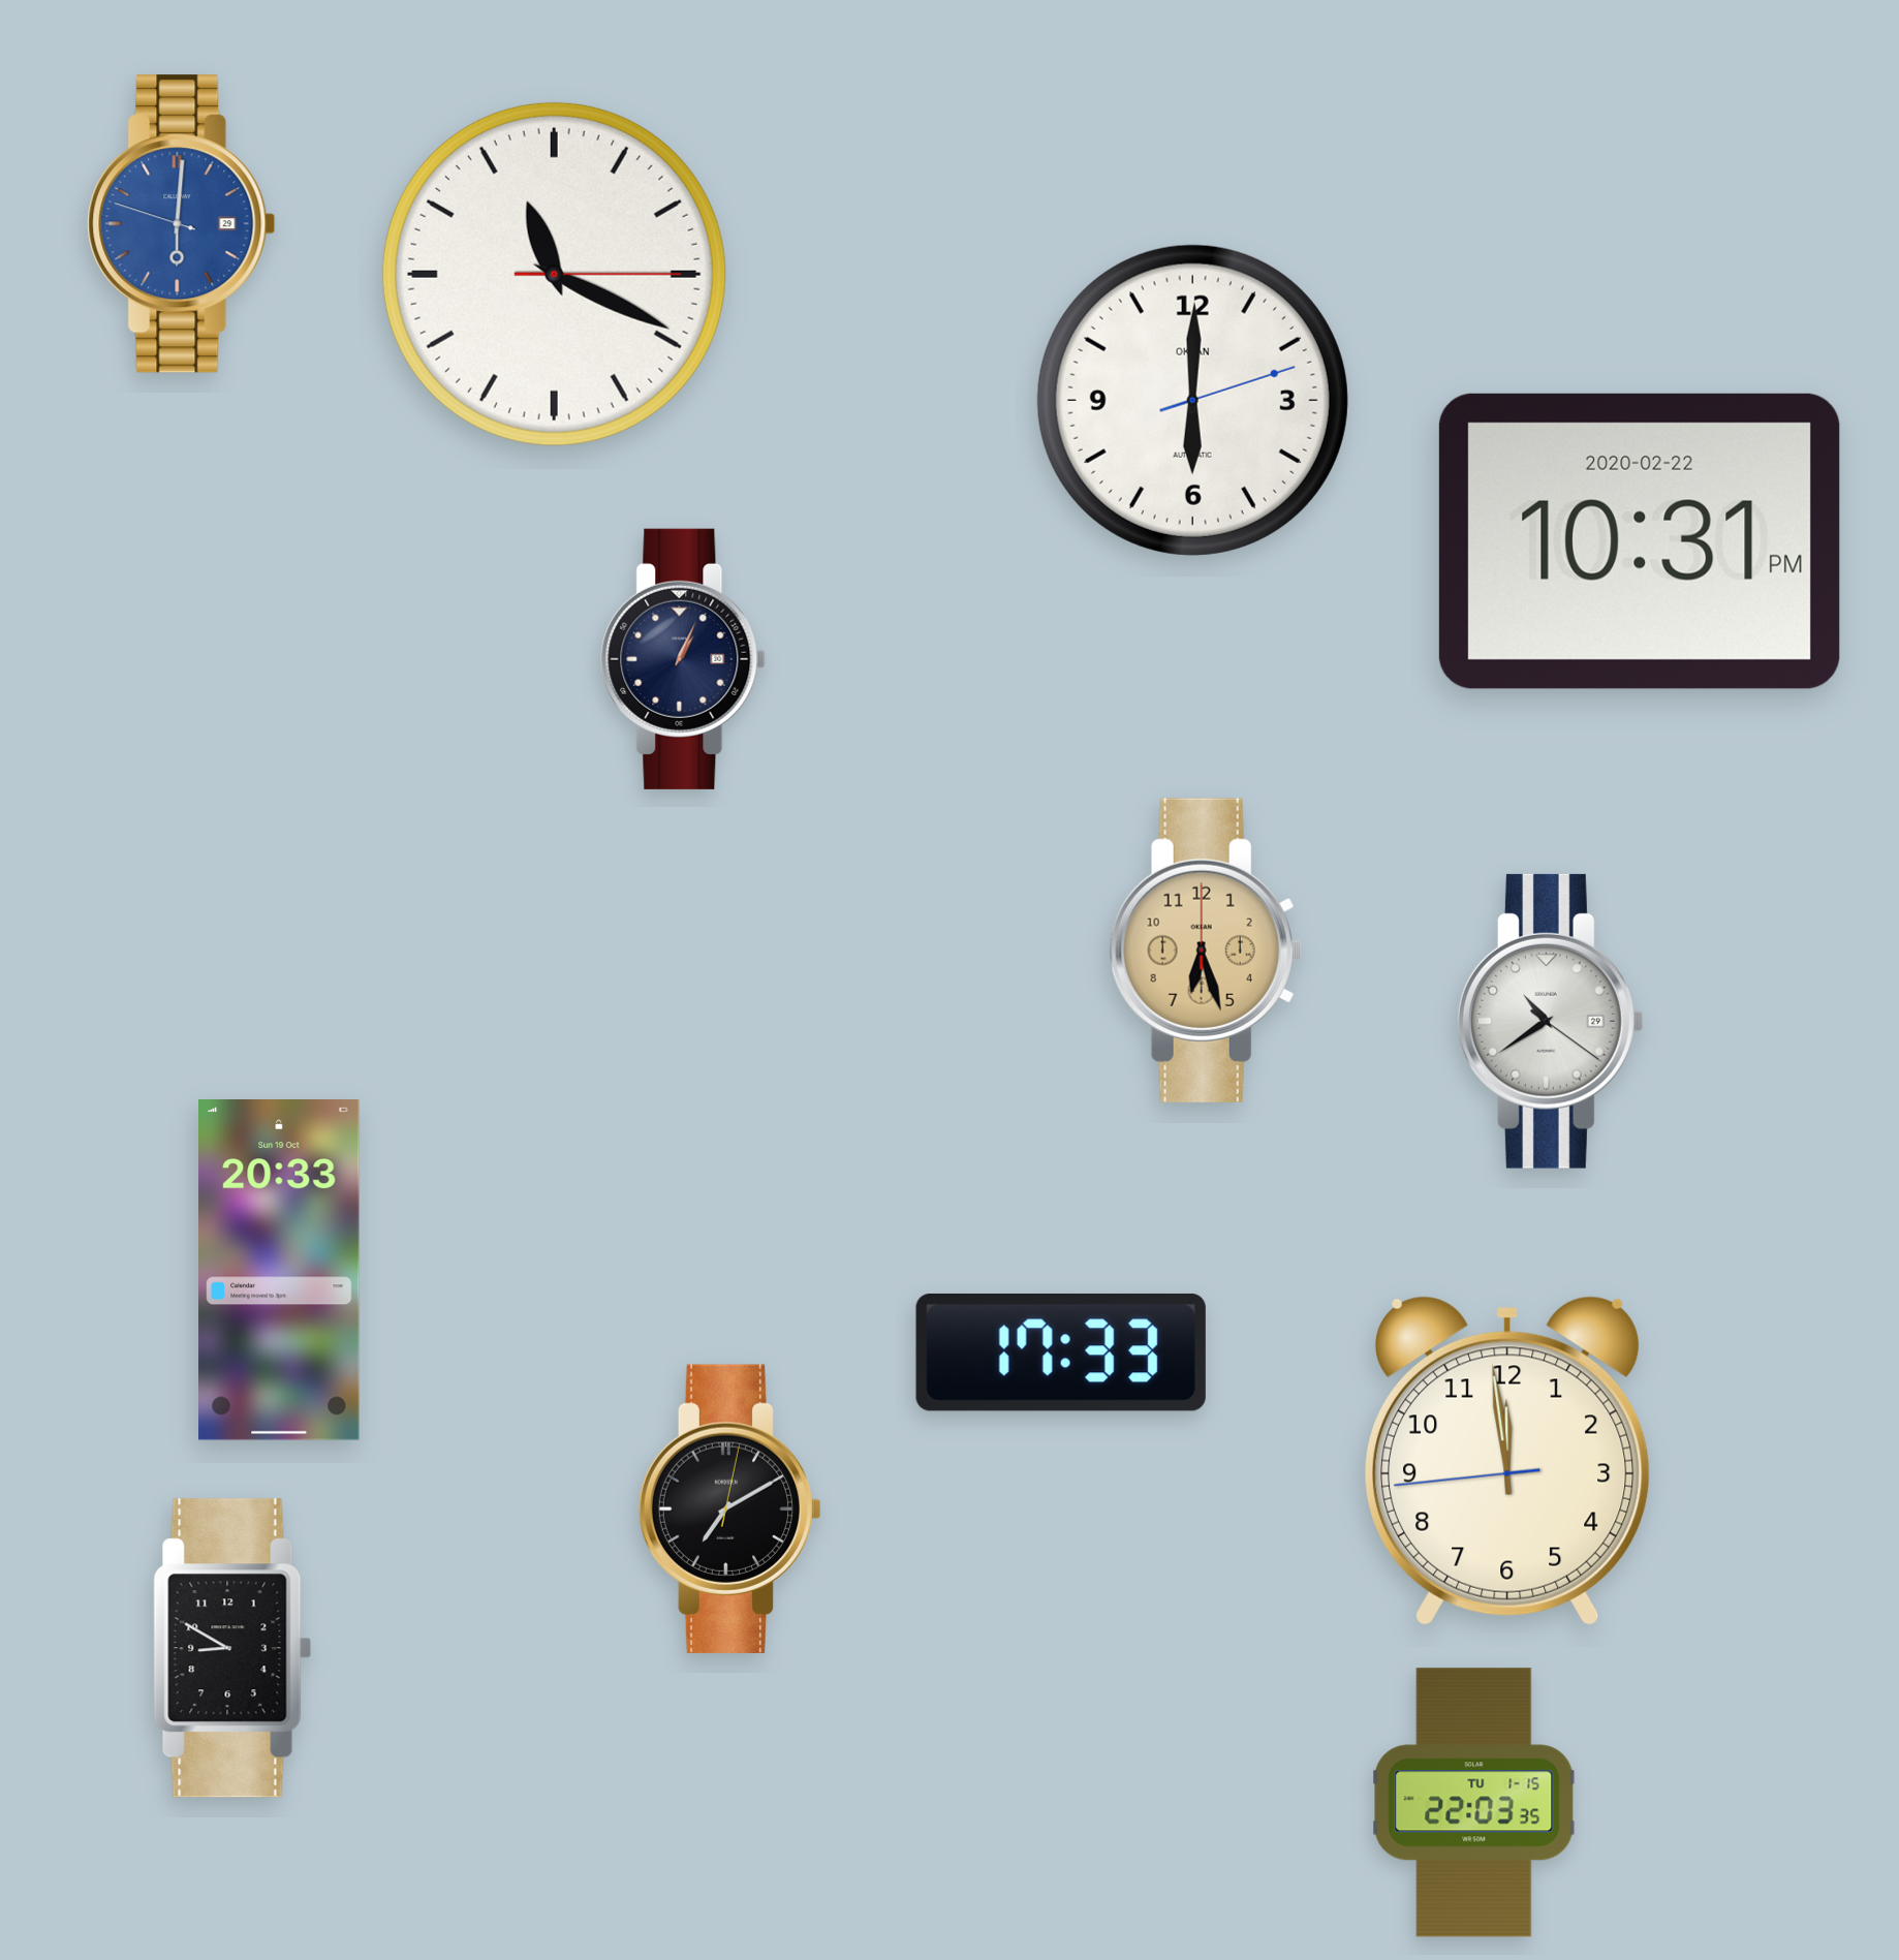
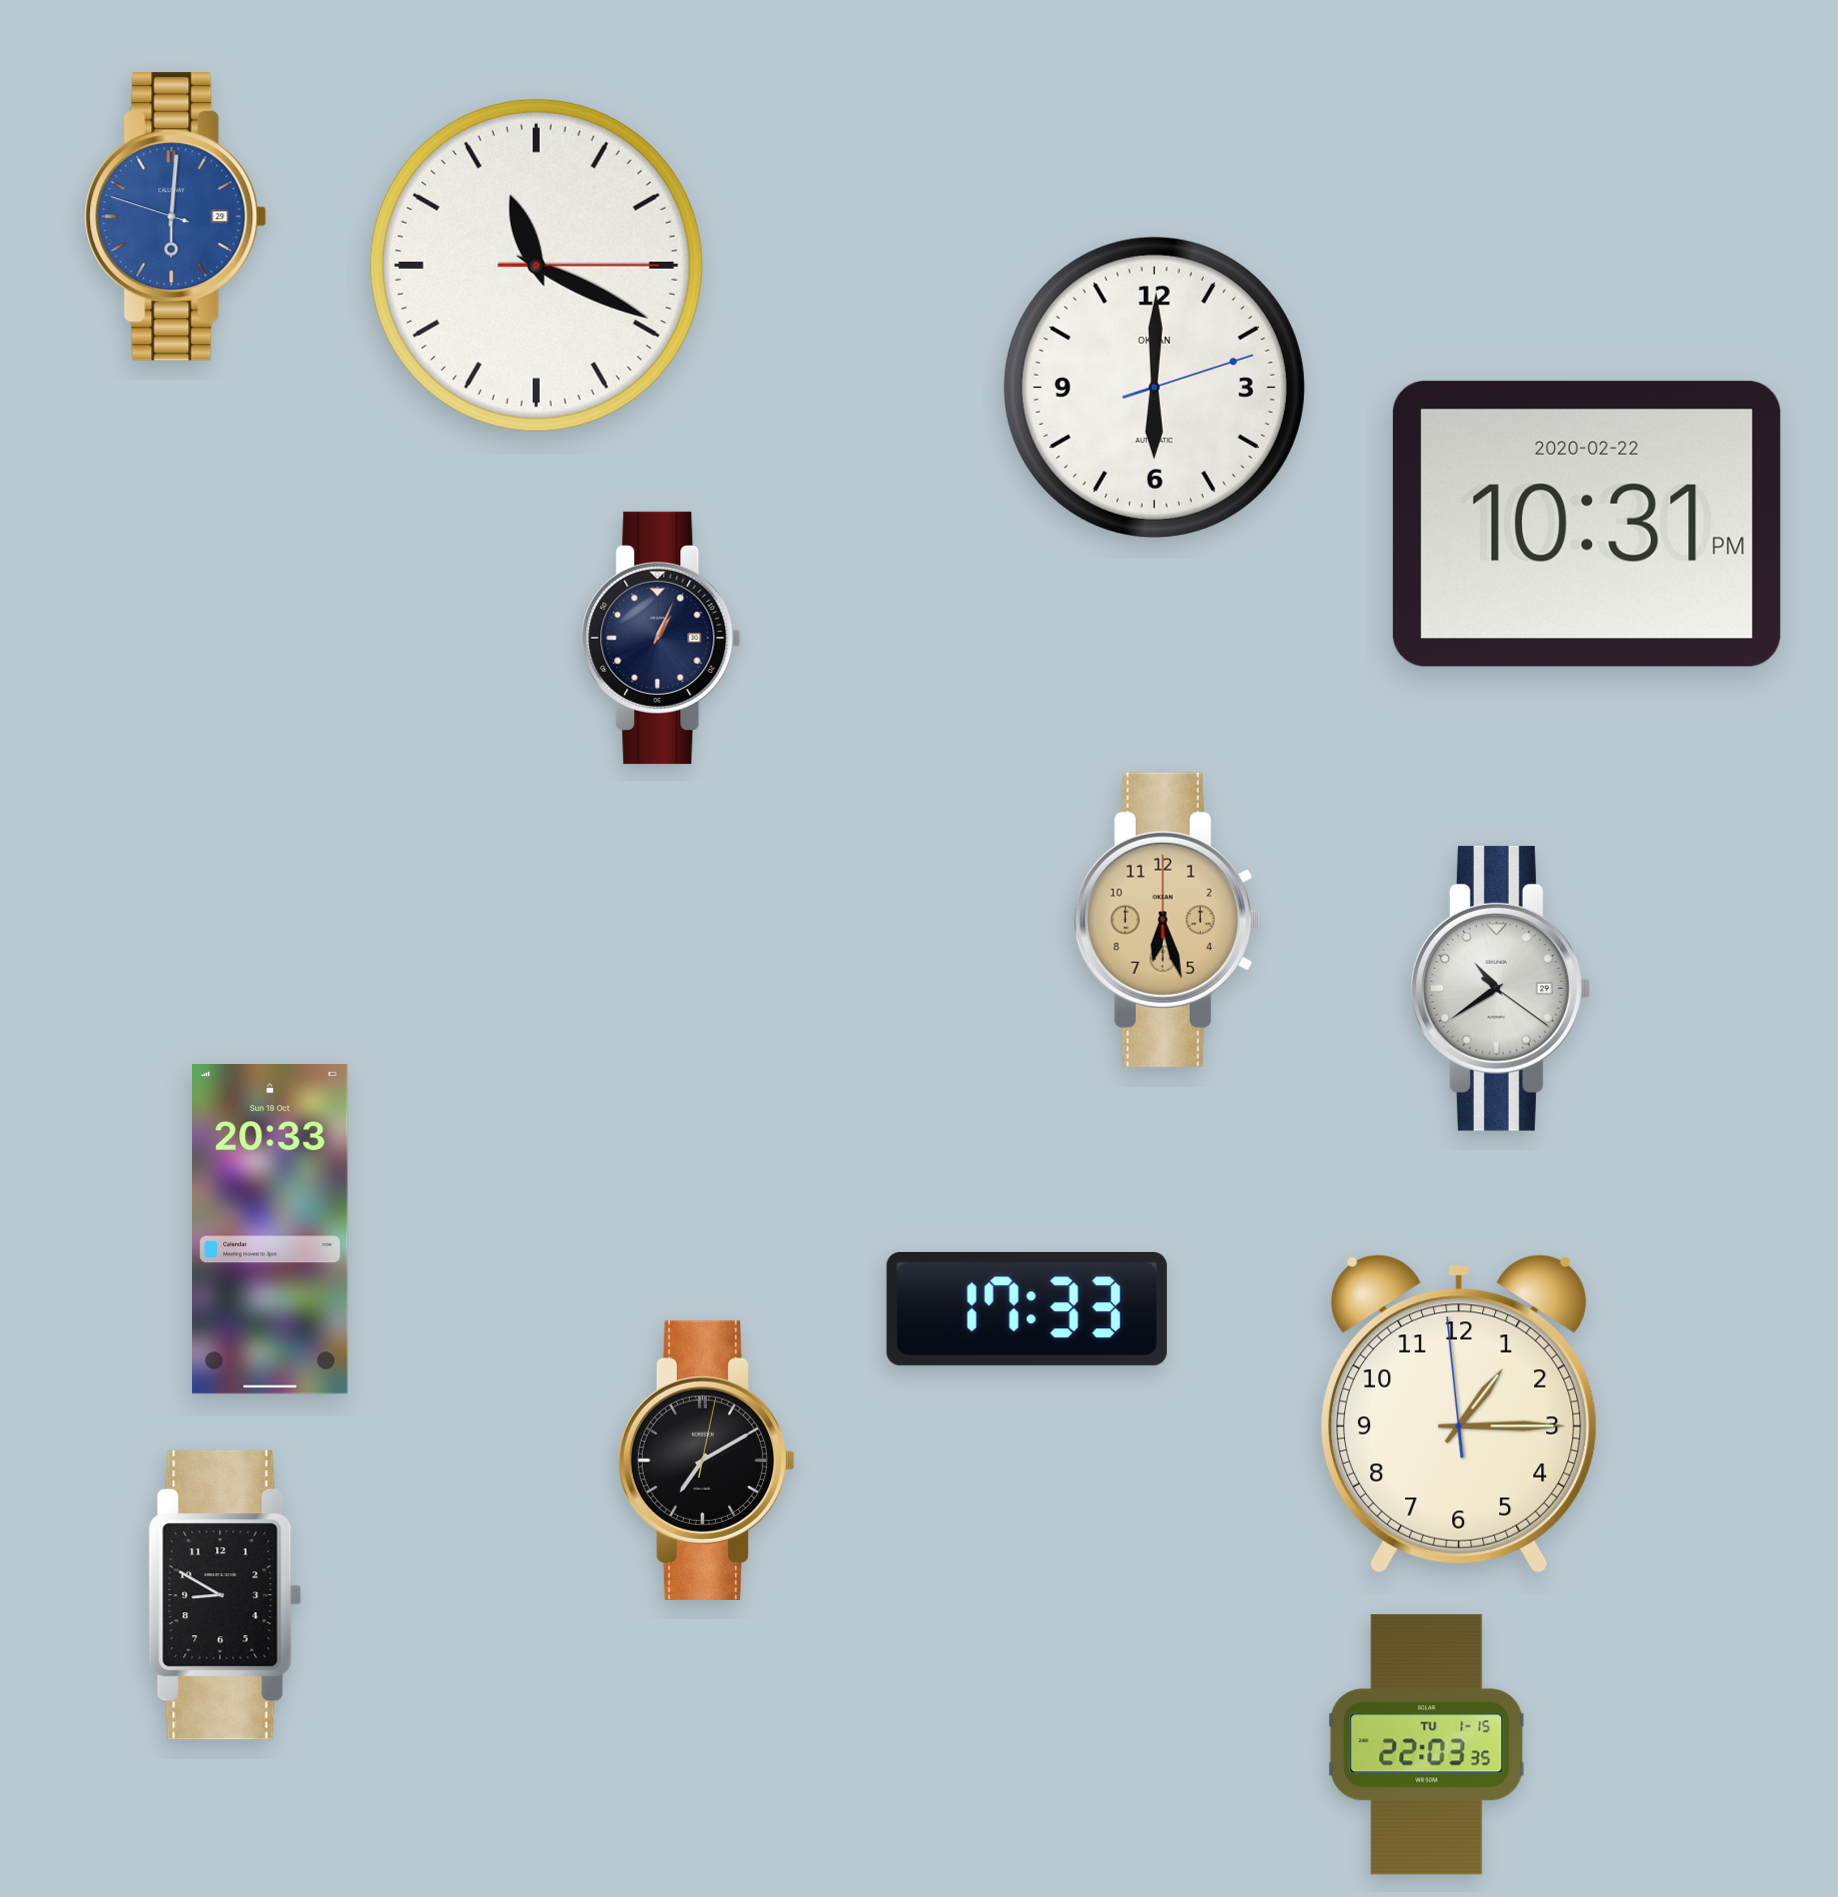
clock at (1507, 1461): 11:58 -> 1:14
